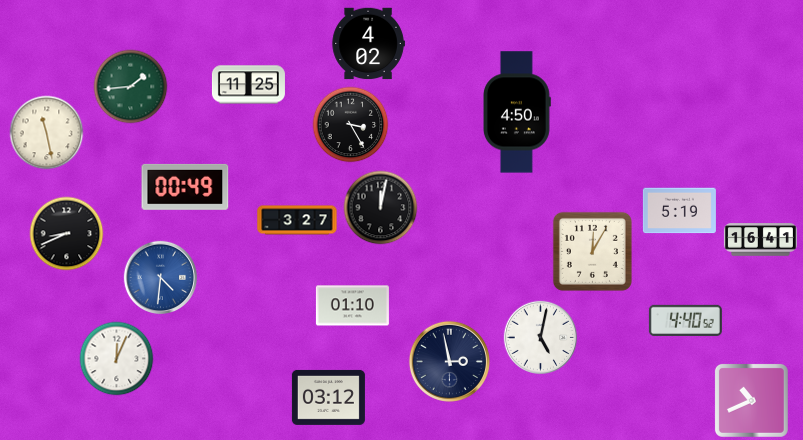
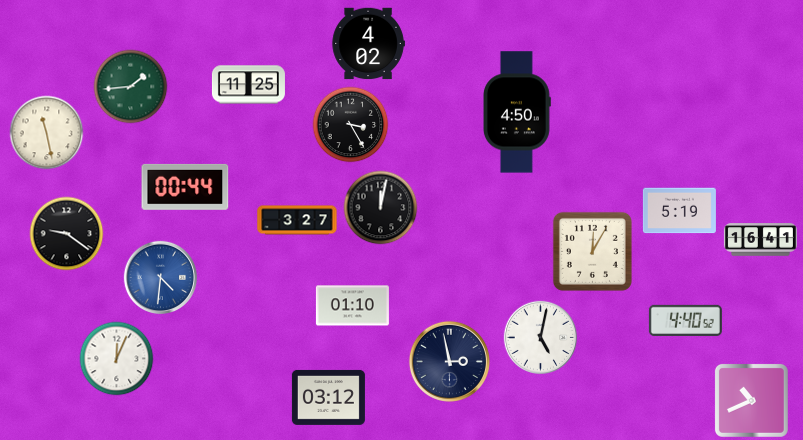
clock at (185, 187): 00:49 -> 00:44
clock at (67, 234): 8:41 -> 9:21
